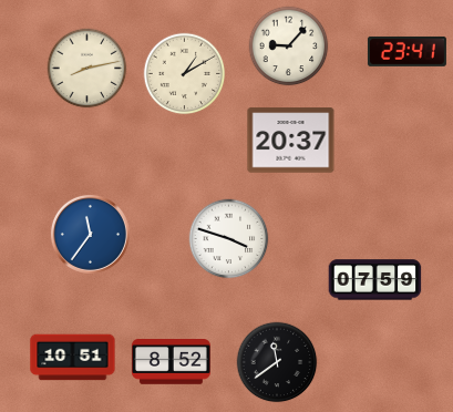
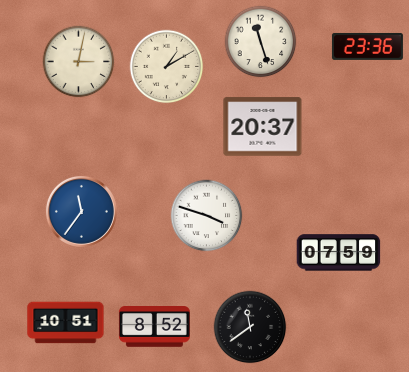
clock at (289, 47): 9:07 -> 11:27
clock at (406, 51): 23:41 -> 23:36
clock at (87, 69): 8:13 -> 3:02
